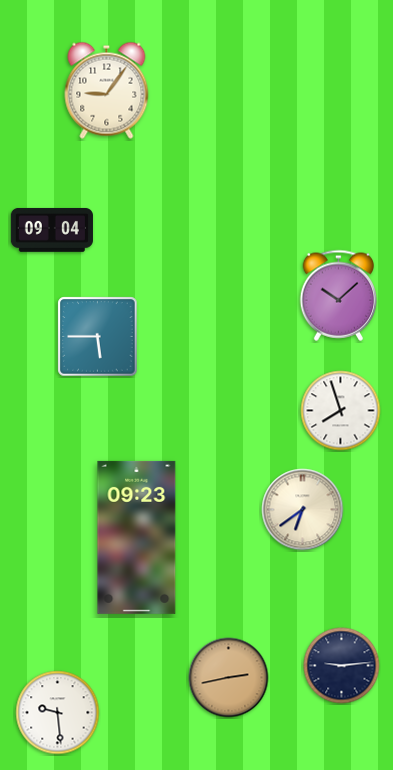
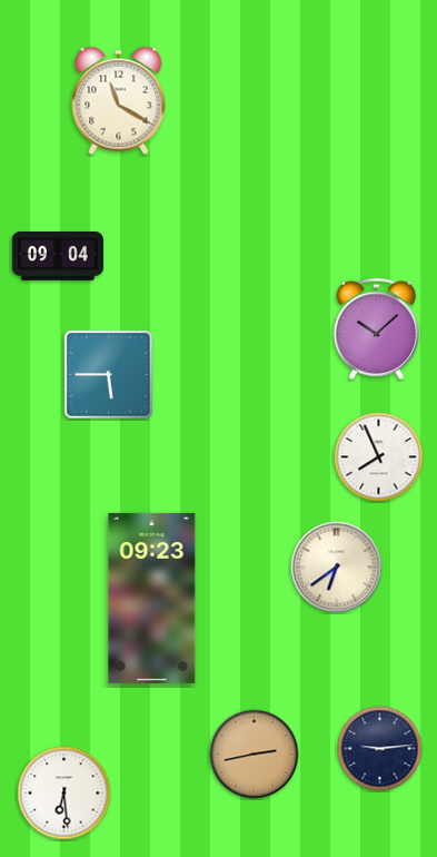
clock at (107, 90): 9:06 -> 11:20
clock at (341, 411): 7:57 -> 7:56
clock at (342, 666) position: (342, 666) -> (380, 749)
clock at (58, 713): 9:29 -> 6:29
